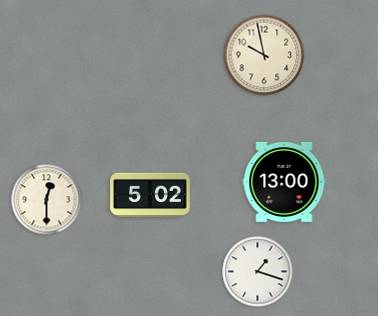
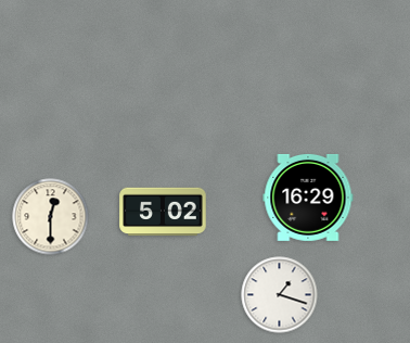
clock at (264, 55): 9:58 -> none
clock at (284, 182): 13:00 -> 16:29
